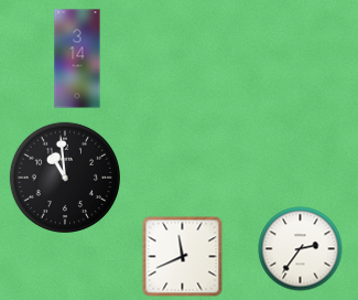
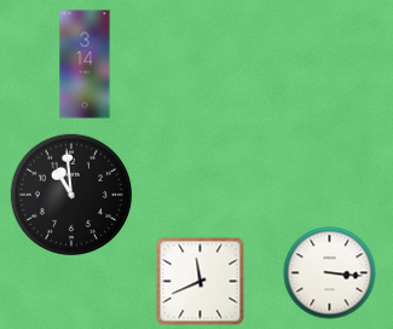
clock at (301, 249): 2:36 -> 3:16
